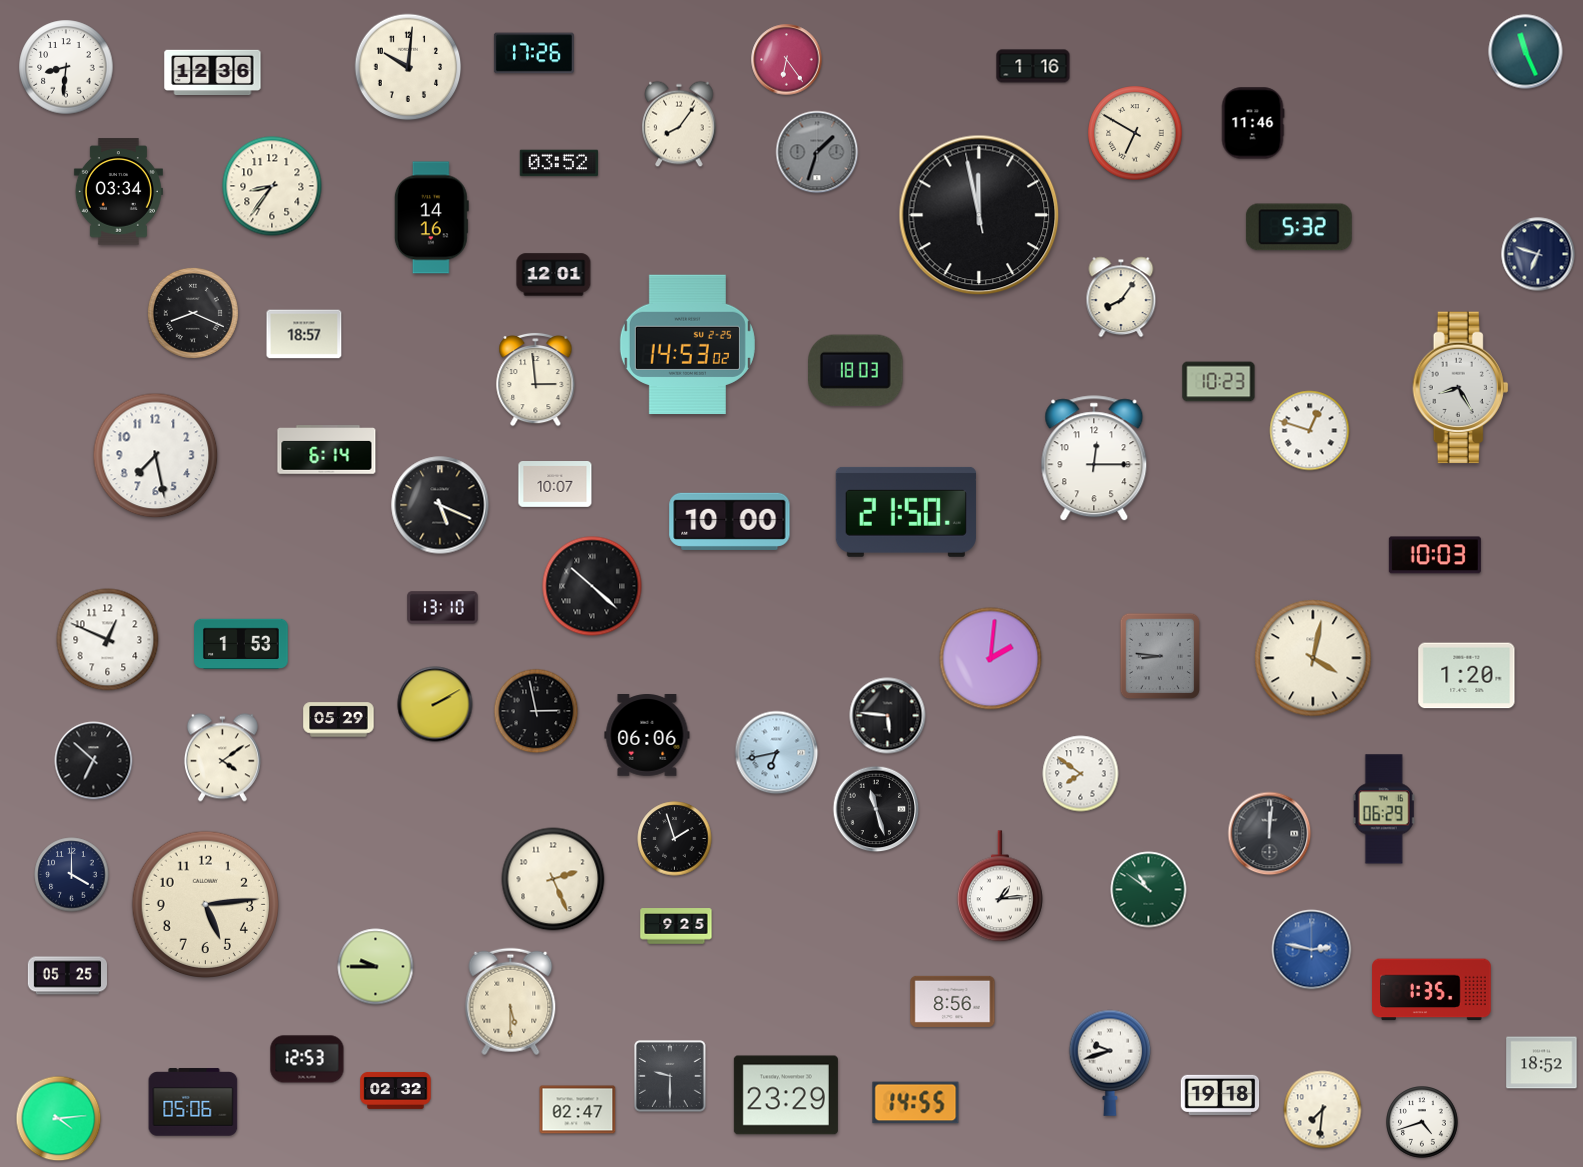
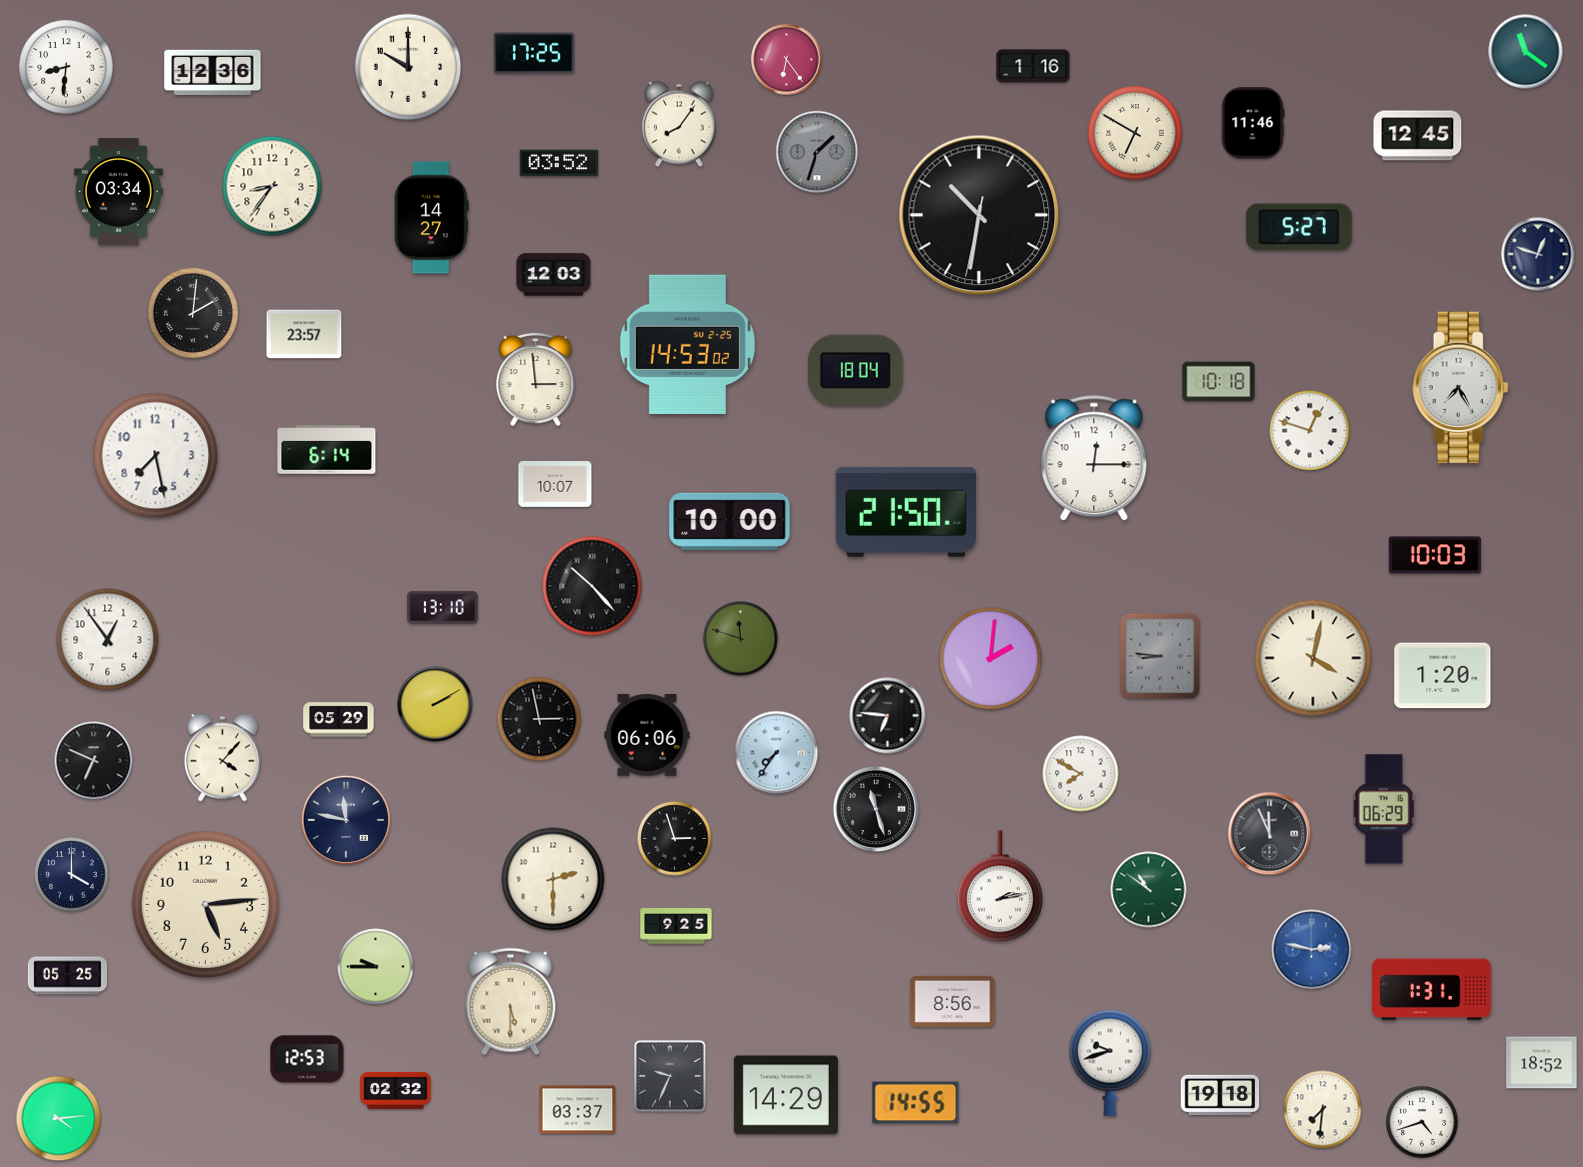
clock at (1526, 52): 11:26 -> 11:21
clock at (534, 53): 17:26 -> 17:25
clock at (408, 67): 10:01 -> 10:00
clock at (1418, 136): none -> 12:45
clock at (979, 215): 11:57 -> 10:31
clock at (431, 218): 14:16 -> 14:27
clock at (1299, 227): 5:32 -> 5:27
clock at (1538, 254): 6:48 -> 12:48
clock at (554, 275): 12:01 -> 12:03
clock at (1121, 297): 8:06 -> none
clock at (193, 313): 8:19 -> 2:01
clock at (304, 334): 18:57 -> 23:57
clock at (856, 371): 18:03 -> 18:04
clock at (1219, 382): 10:23 -> 10:18
clock at (1461, 388): 8:25 -> 7:25
clock at (440, 505): 5:19 -> none
clock at (592, 586): 10:22 -> 10:23
clock at (741, 639): none -> 11:48
clock at (108, 640): 12:49 -> 12:54
clock at (241, 643): 1:53 -> none
clock at (1467, 676) position: (1467, 676) -> (1443, 676)
clock at (536, 711) position: (536, 711) -> (539, 719)
clock at (888, 716): 5:46 -> 6:46
clock at (777, 753): 6:43 -> 7:36
clock at (222, 758): 4:09 -> 4:07
clock at (94, 761): 6:52 -> 6:49
clock at (1081, 774): 7:51 -> 7:50
clock at (346, 820): none -> 11:47
clock at (1270, 834): 12:01 -> 11:56
clock at (675, 839): 1:57 -> 2:57
clock at (553, 879): 2:26 -> 2:30
clock at (1000, 887): 1:14 -> 2:13
clock at (1432, 990): 1:35 -> 1:31
clock at (671, 1077): 9:30 -> 9:34
clock at (786, 1095): 23:29 -> 14:29
clock at (193, 1102): 05:06 -> none
clock at (578, 1110): 02:47 -> 03:37
